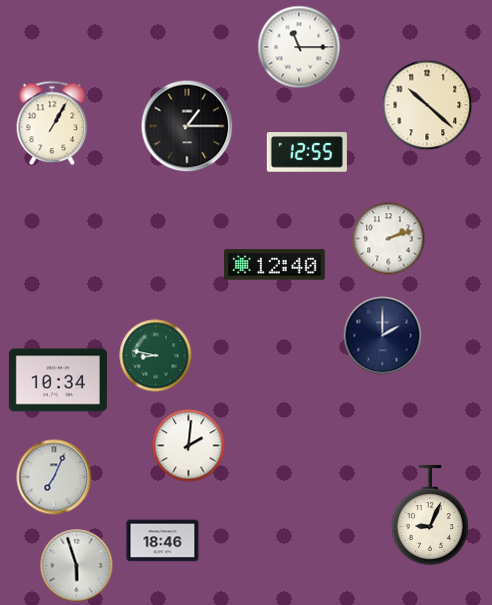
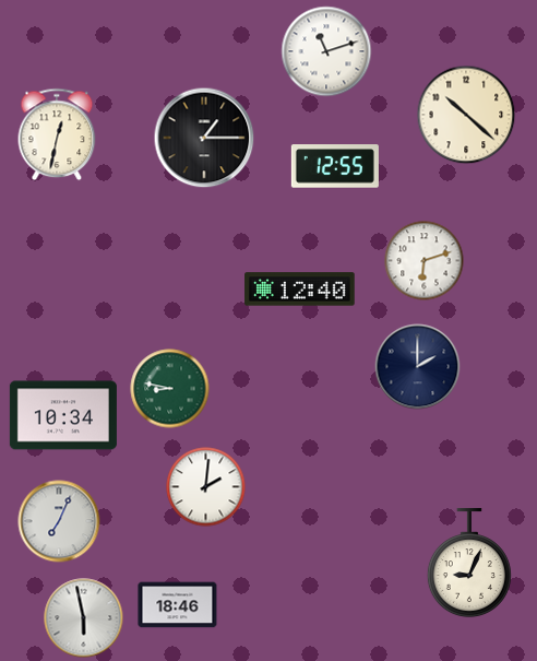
clock at (299, 47): 11:15 -> 11:12
clock at (52, 123): 1:05 -> 12:32
clock at (389, 239): 2:12 -> 6:12
clock at (163, 541) position: (163, 541) -> (178, 605)
clock at (77, 566): 5:57 -> 5:58
